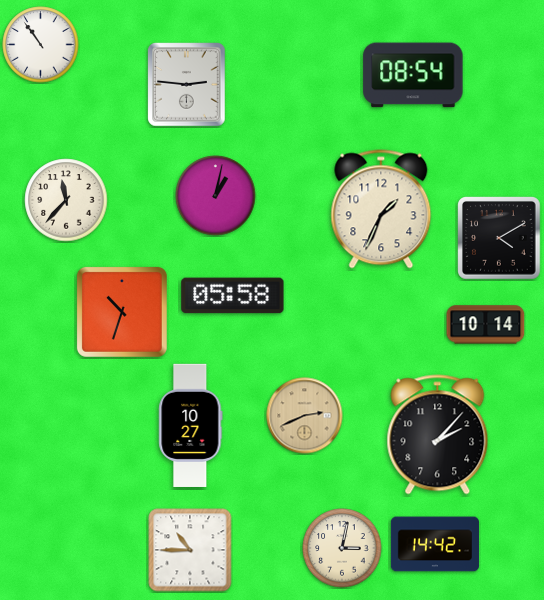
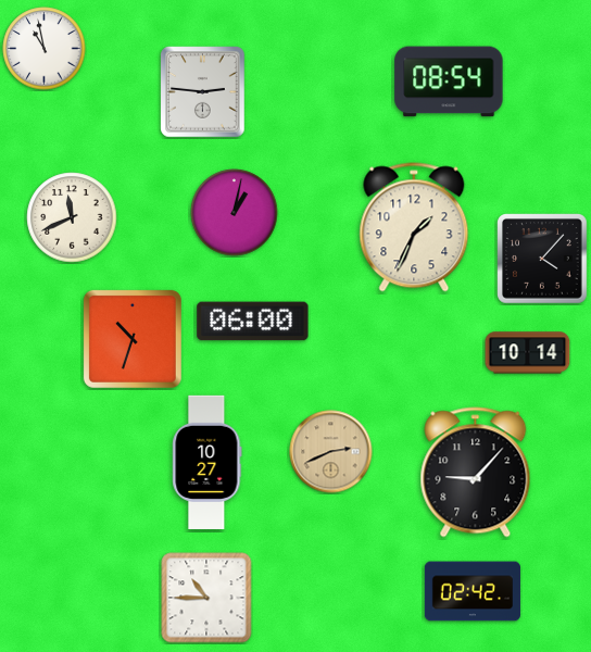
clock at (41, 45): 10:54 -> 10:58
clock at (66, 200): 11:37 -> 11:41
clock at (499, 238): 4:10 -> 4:07
clock at (233, 296): 05:58 -> 06:00
clock at (438, 435): 2:07 -> 9:07
clock at (434, 544): 14:42 -> 02:42
clock at (342, 548): 3:02 -> none
